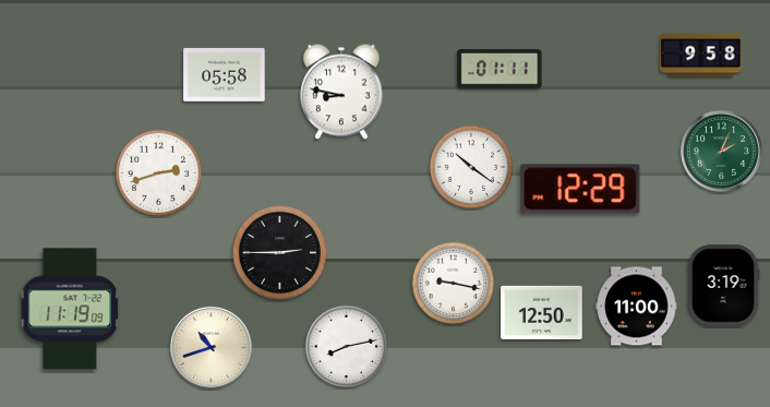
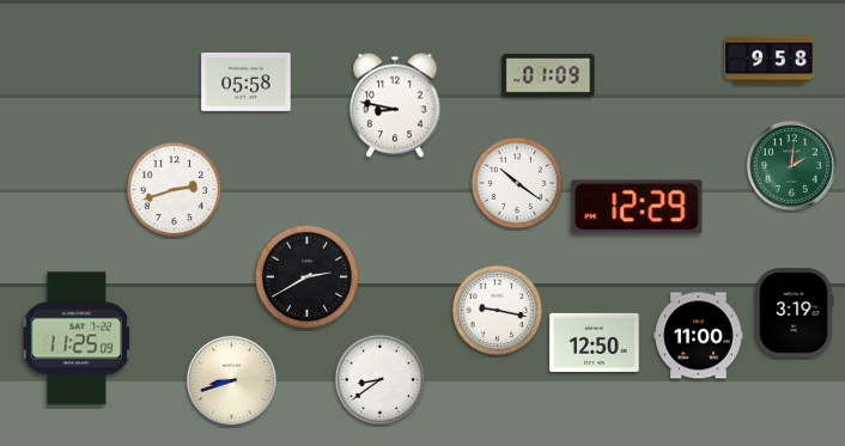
clock at (500, 69): 01:11 -> 01:09
clock at (341, 92) position: (341, 92) -> (395, 105)
clock at (721, 151): 2:04 -> 2:01
clock at (279, 252): 2:45 -> 2:40
clock at (70, 309): 11:19 -> 11:25
clock at (210, 347): 10:42 -> 8:42
clock at (347, 347): 8:13 -> 8:39
